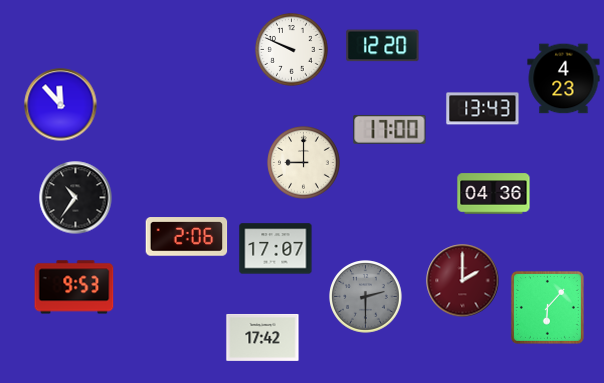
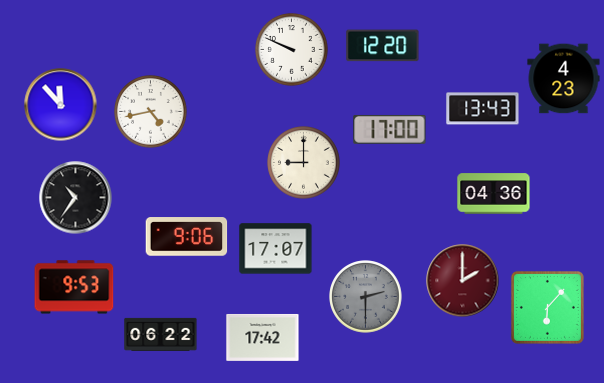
clock at (151, 112): none -> 4:43
clock at (187, 237): 2:06 -> 9:06
clock at (161, 334): none -> 06:22
